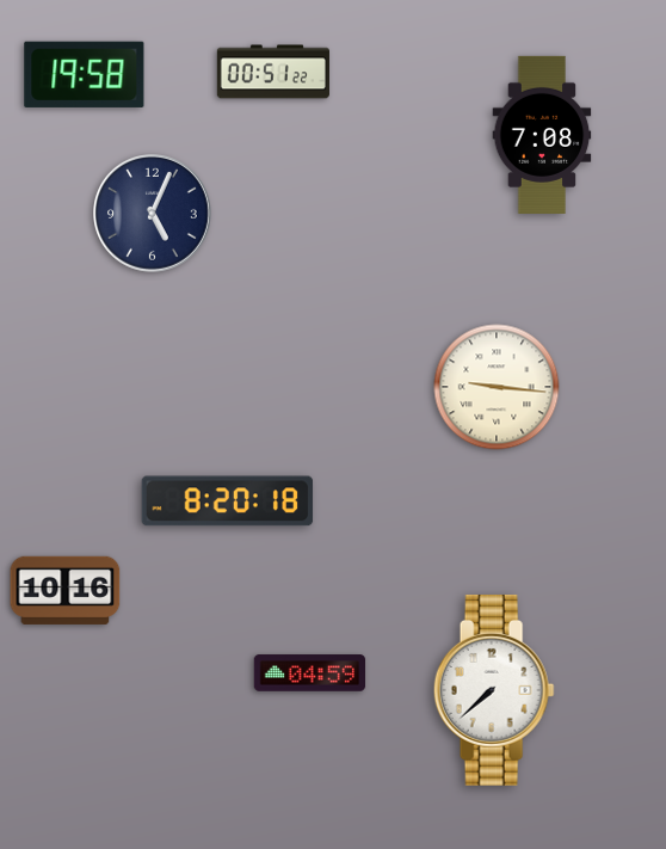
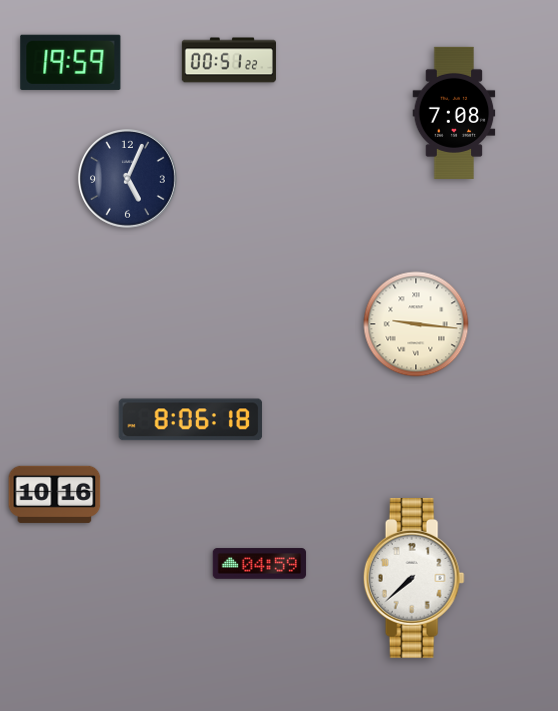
clock at (85, 74): 19:58 -> 19:59
clock at (228, 502): 8:20 -> 8:06
